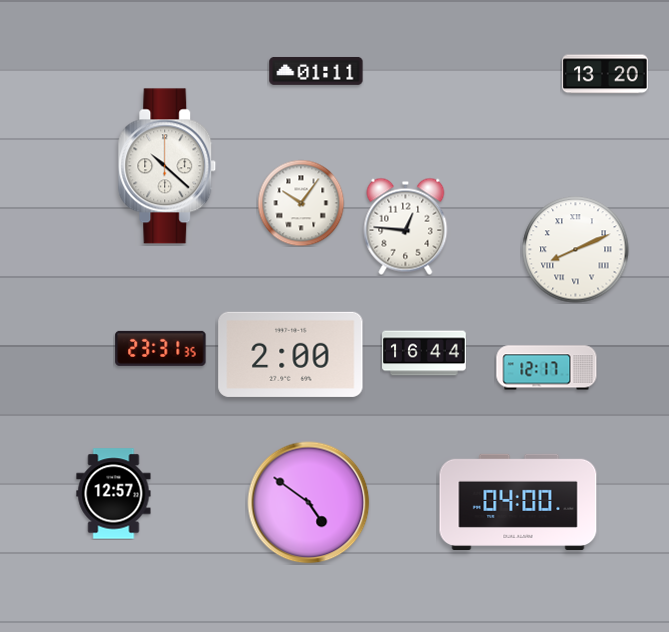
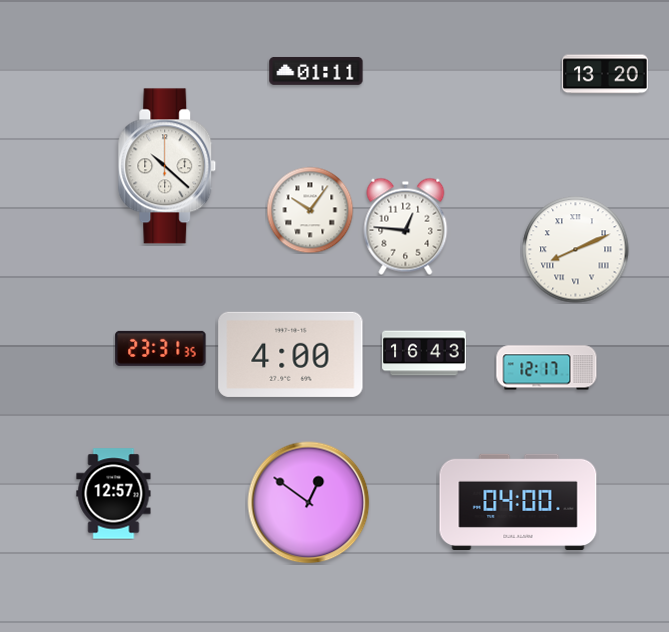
clock at (301, 203) position: (301, 203) -> (310, 210)
clock at (424, 353): 16:44 -> 16:43
clock at (291, 354): 2:00 -> 4:00
clock at (309, 503): 4:51 -> 12:51
